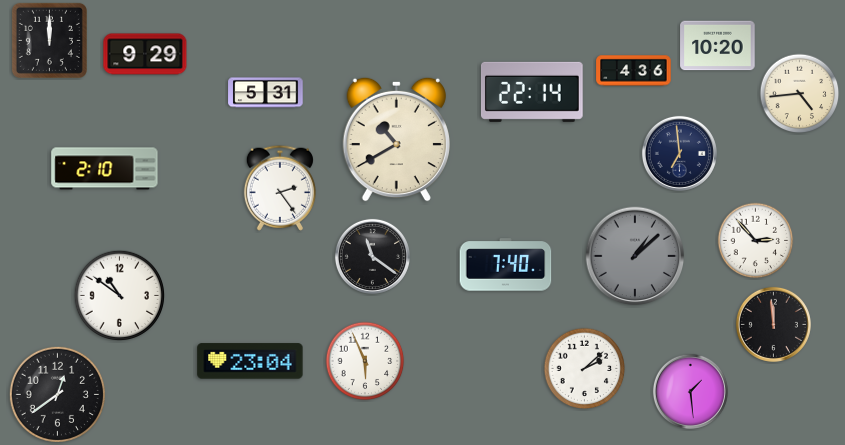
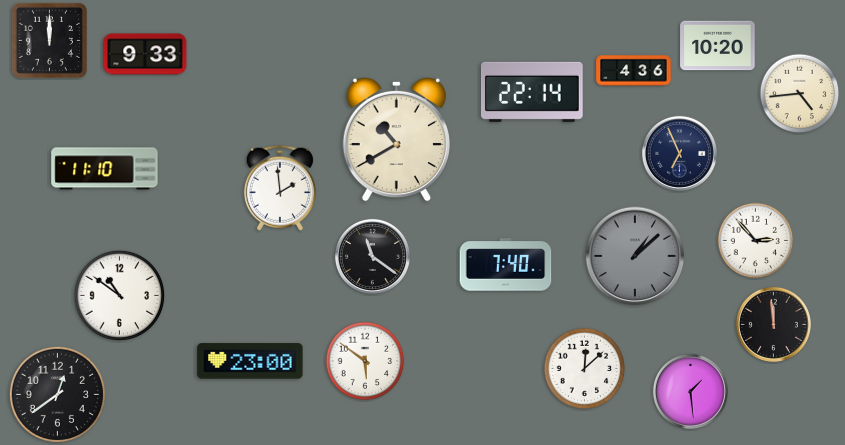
clock at (145, 54): 9:29 -> 9:33
clock at (266, 93): 5:31 -> none
clock at (679, 153): 6:59 -> 6:56
clock at (105, 169): 2:10 -> 11:10
clock at (280, 188): 2:24 -> 1:59
clock at (250, 361): 23:04 -> 23:00
clock at (365, 361): 5:56 -> 5:51
clock at (585, 369): 2:08 -> 12:08
